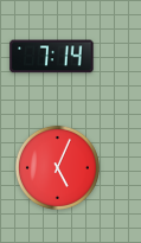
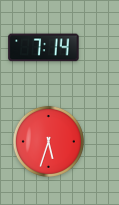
clock at (57, 167): 5:04 -> 5:33
